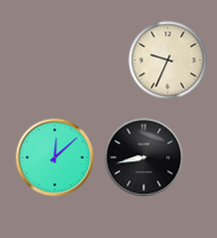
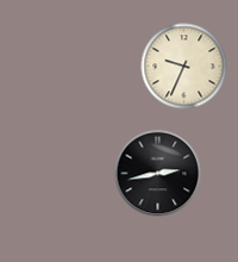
clock at (55, 158): 12:08 -> none
clock at (144, 158): 8:43 -> 2:43
